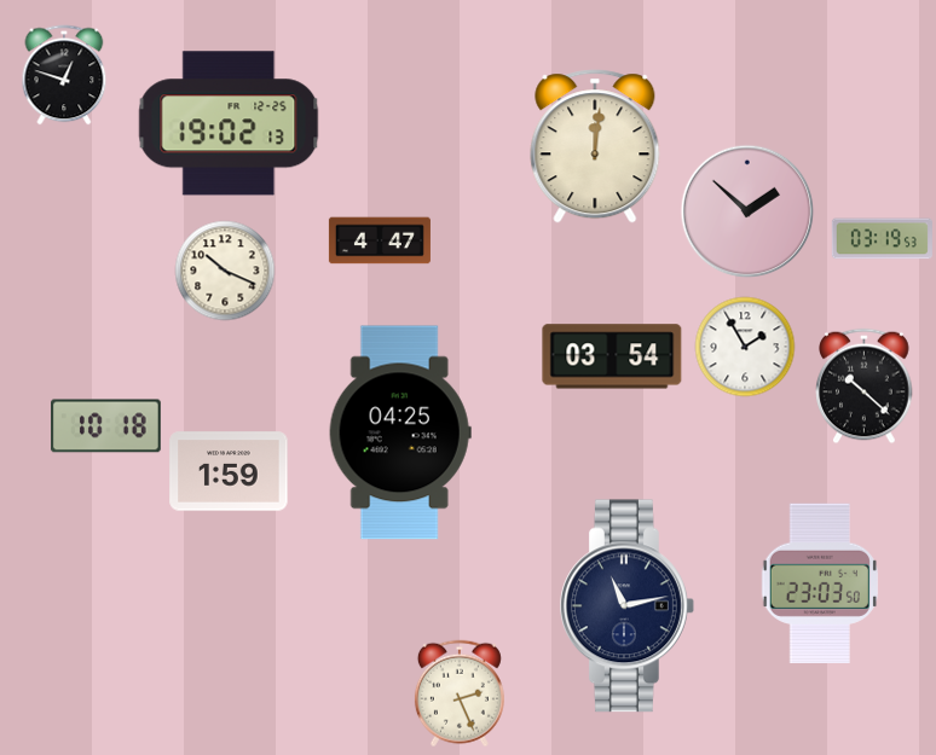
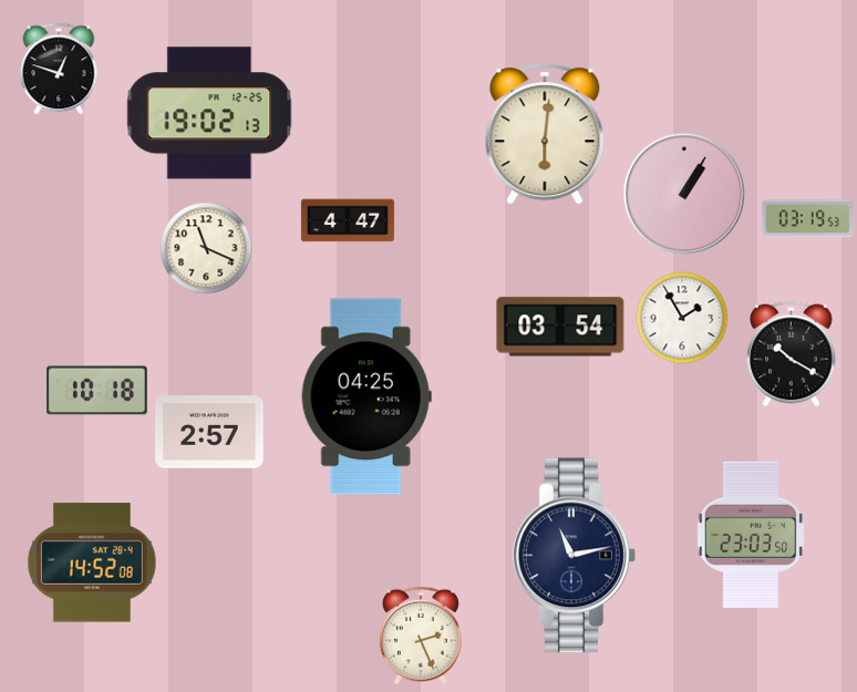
clock at (595, 146): 12:01 -> 6:01
clock at (747, 211): 1:52 -> 1:05
clock at (225, 271): 10:19 -> 11:19
clock at (865, 385): 10:22 -> 10:20
clock at (229, 471): 1:59 -> 2:57
clock at (92, 562): none -> 14:52
